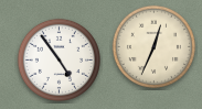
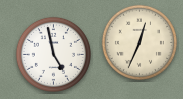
clock at (59, 59): 4:54 -> 4:58
